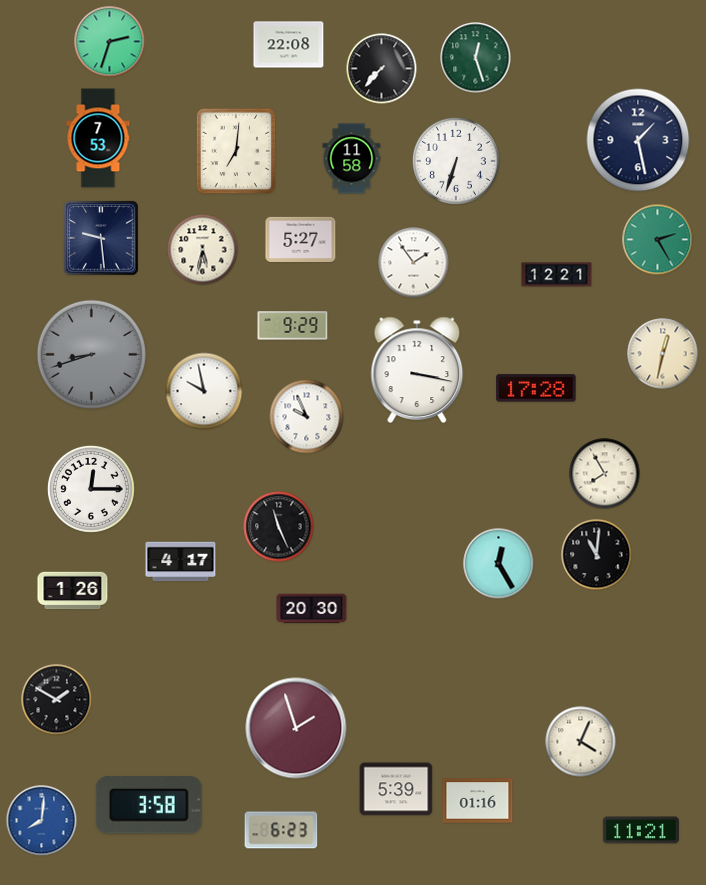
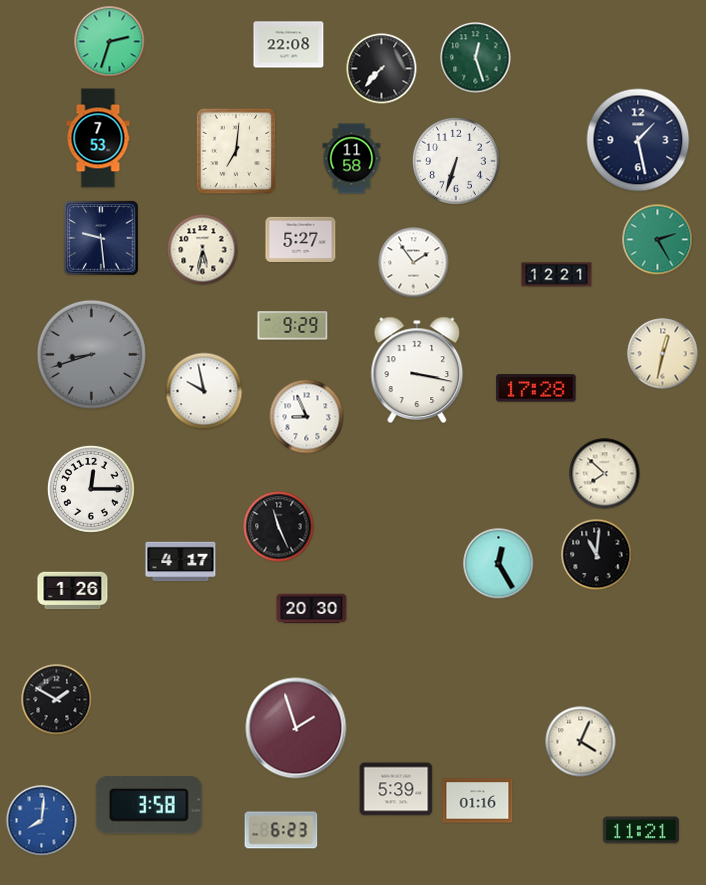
clock at (307, 417): 9:56 -> 8:56
clock at (605, 474): 7:55 -> 7:52
